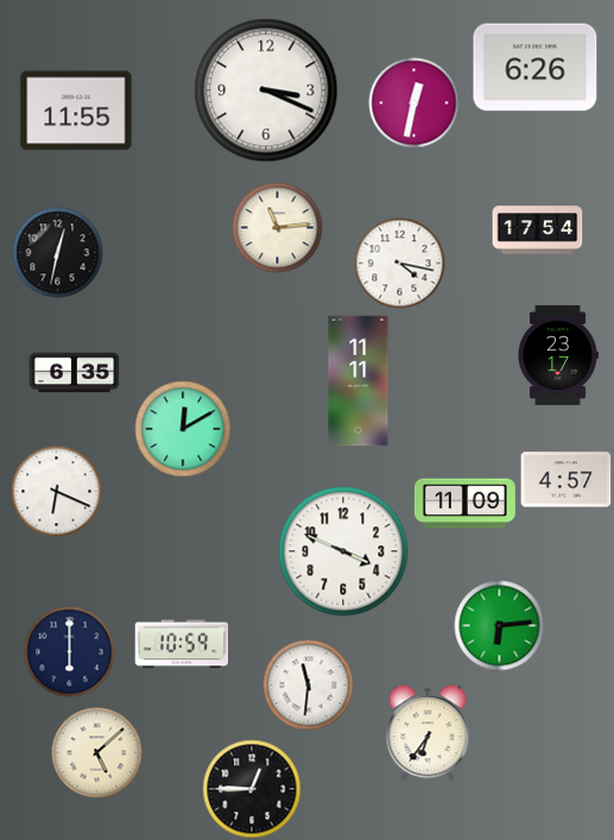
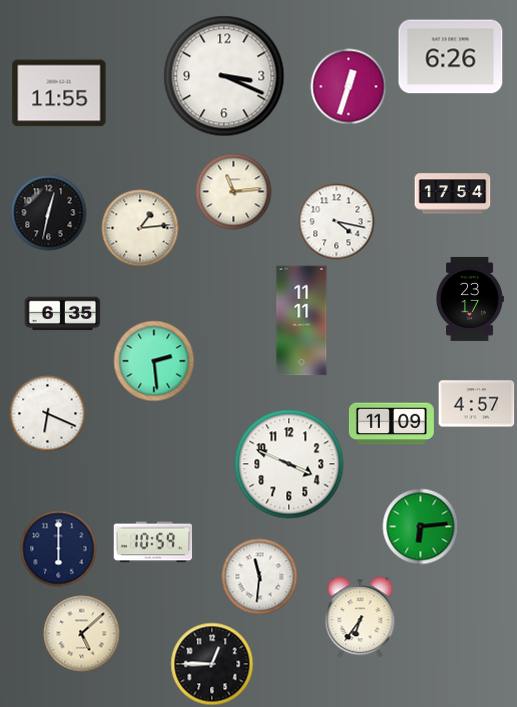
clock at (414, 103): 12:32 -> 12:33
clock at (76, 110) position: (76, 110) -> (59, 93)
clock at (140, 228): none -> 1:14
clock at (183, 429): 12:10 -> 2:29
